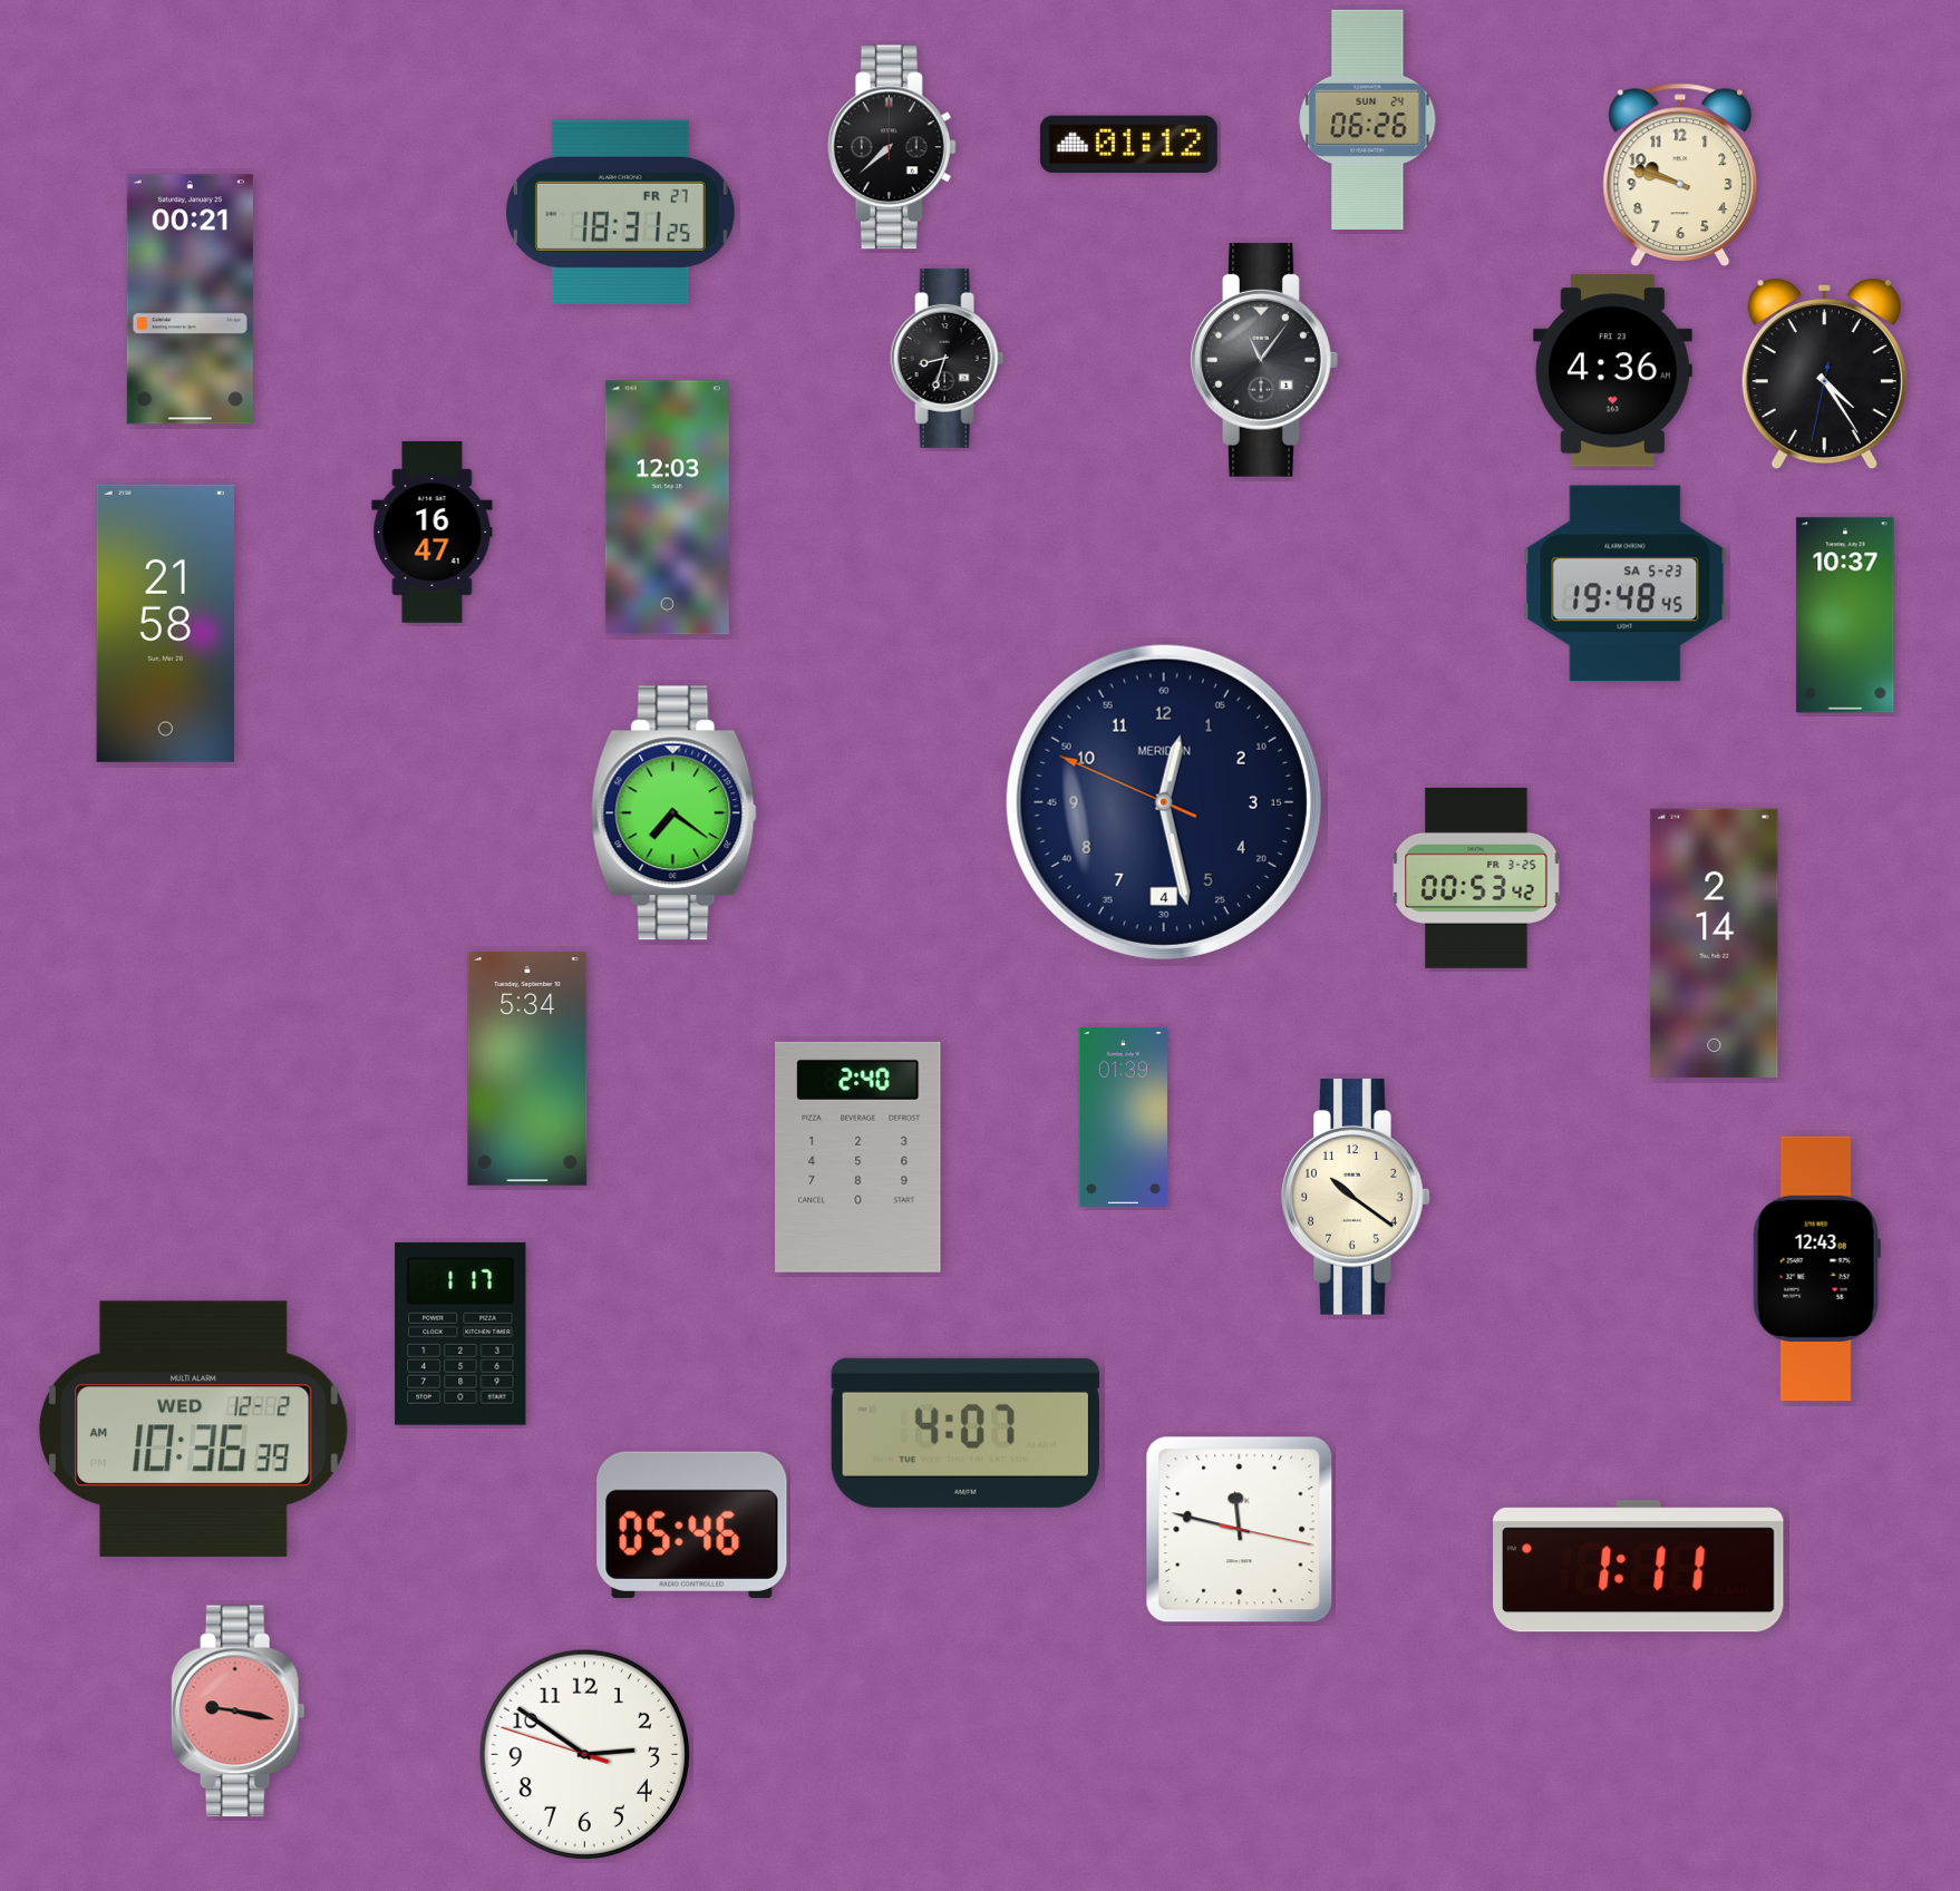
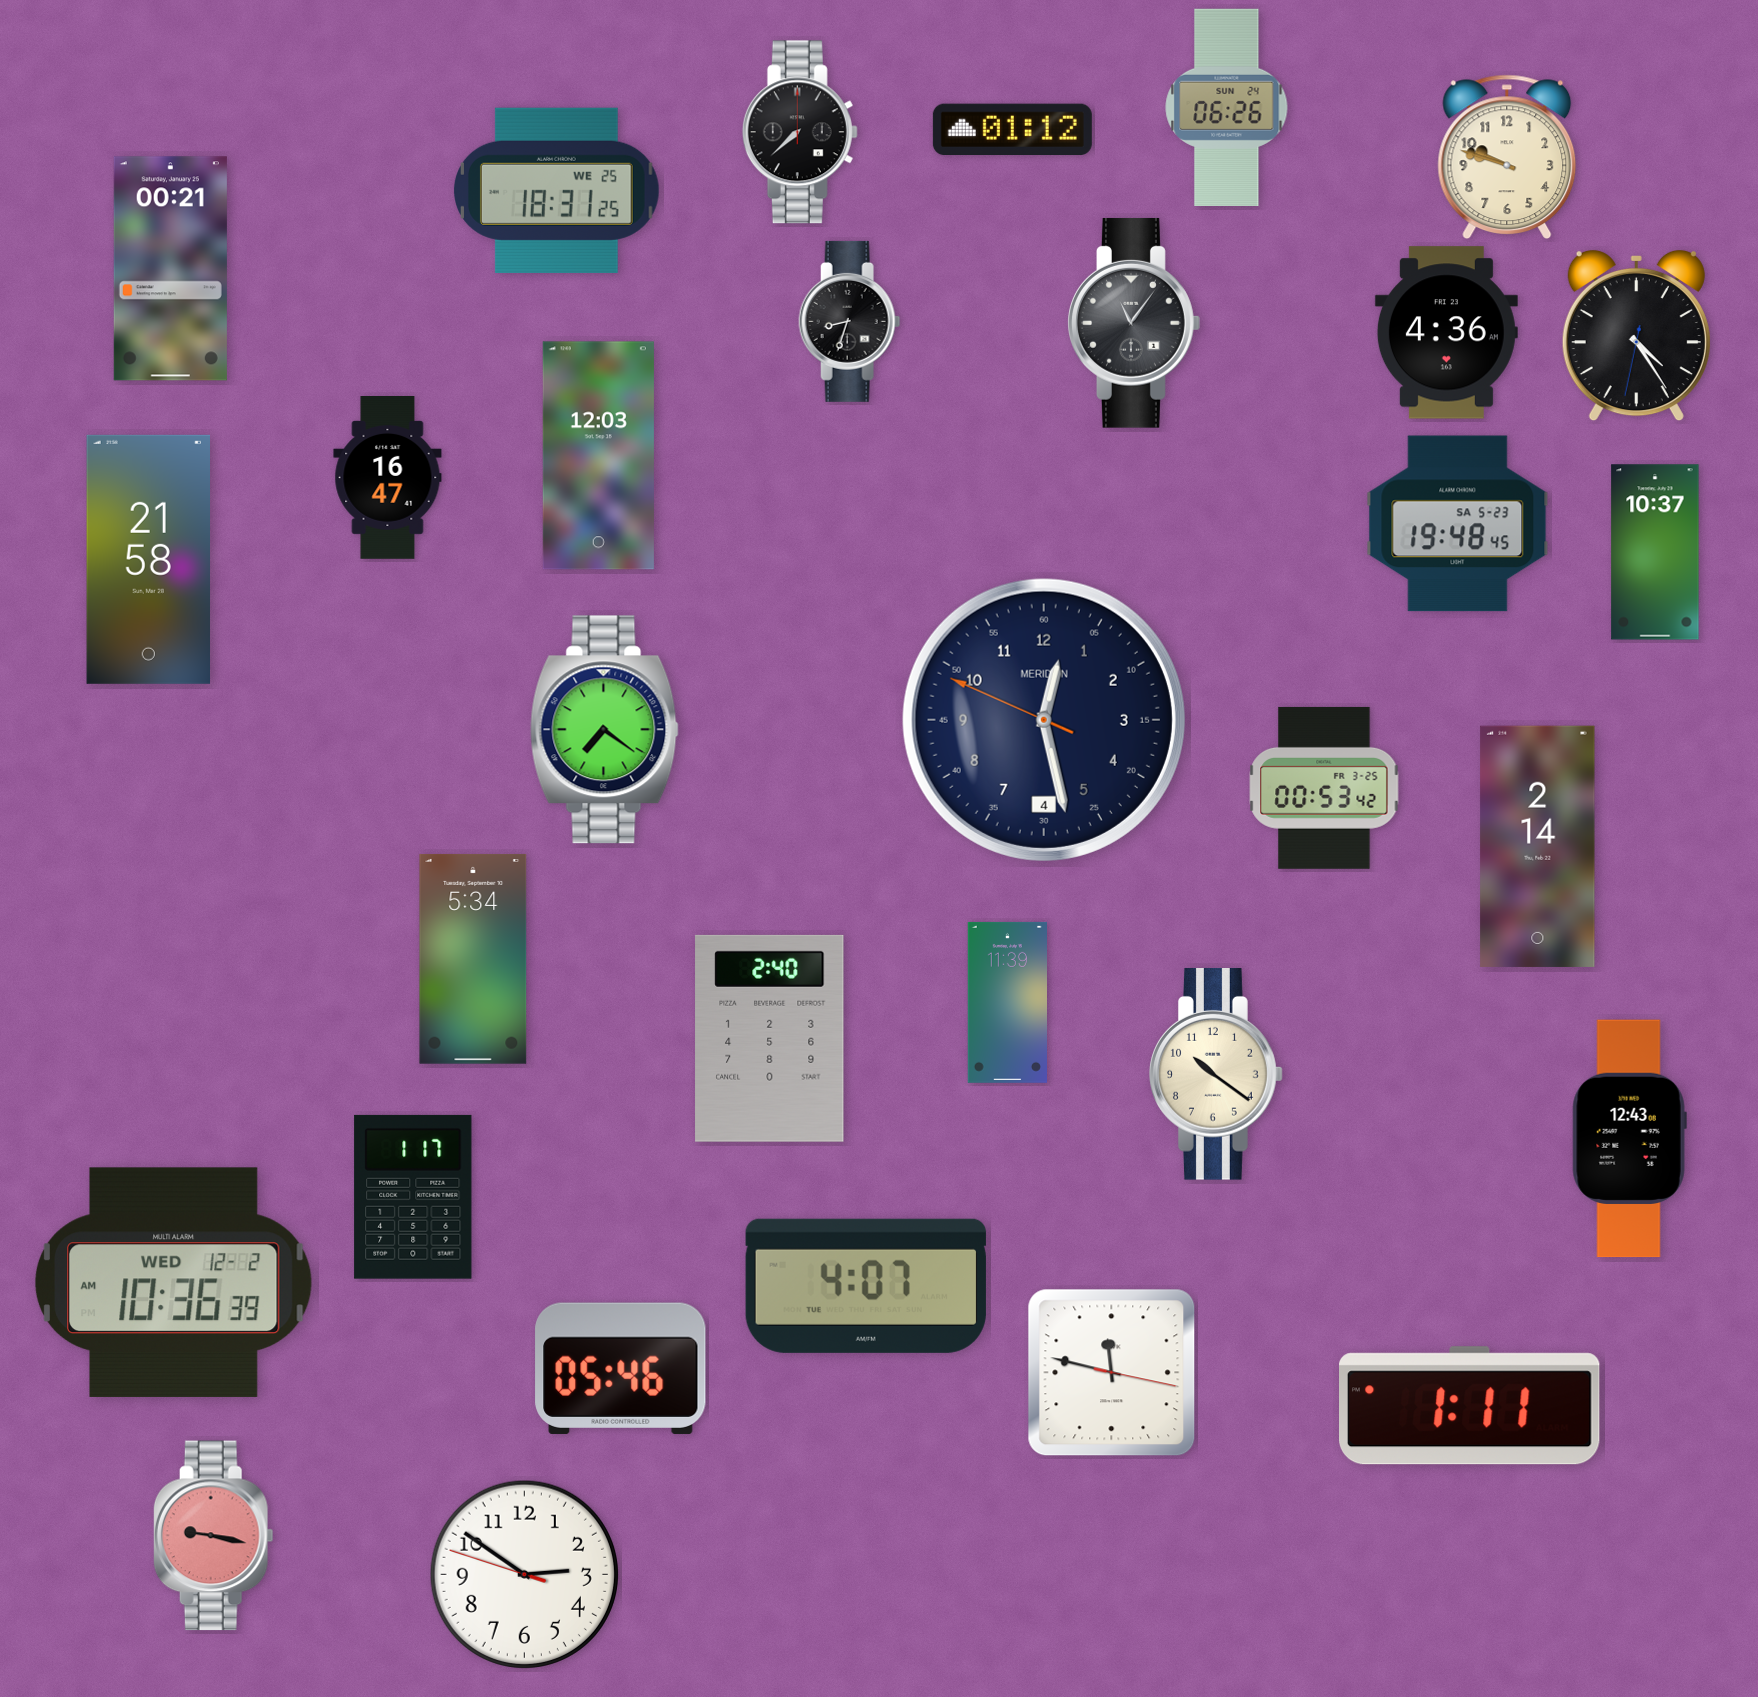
clock at (621, 212) date: FR 27 -> WE 25
clock at (1123, 1117): 01:39 -> 11:39
